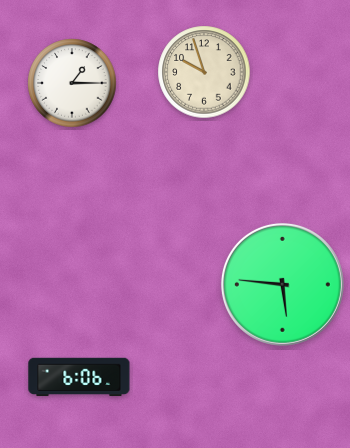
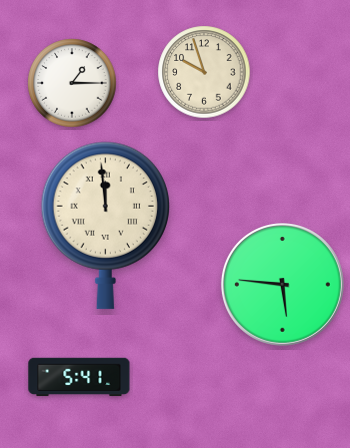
clock at (105, 225): none -> 11:59
clock at (79, 377): 6:06 -> 5:41
